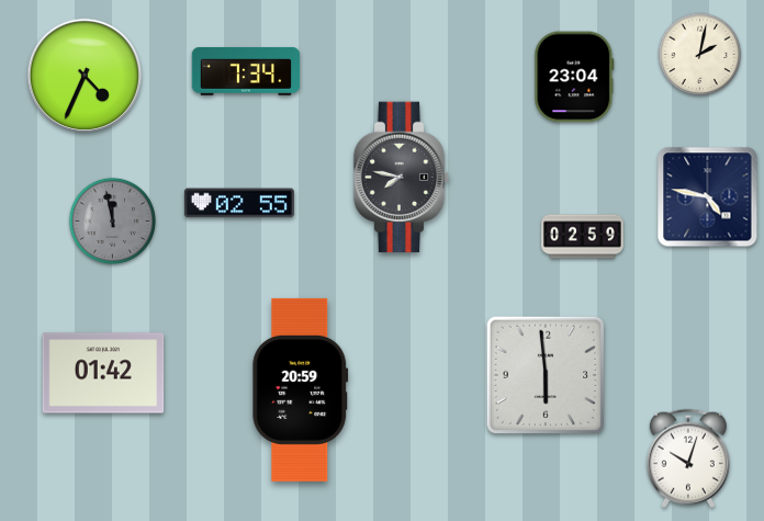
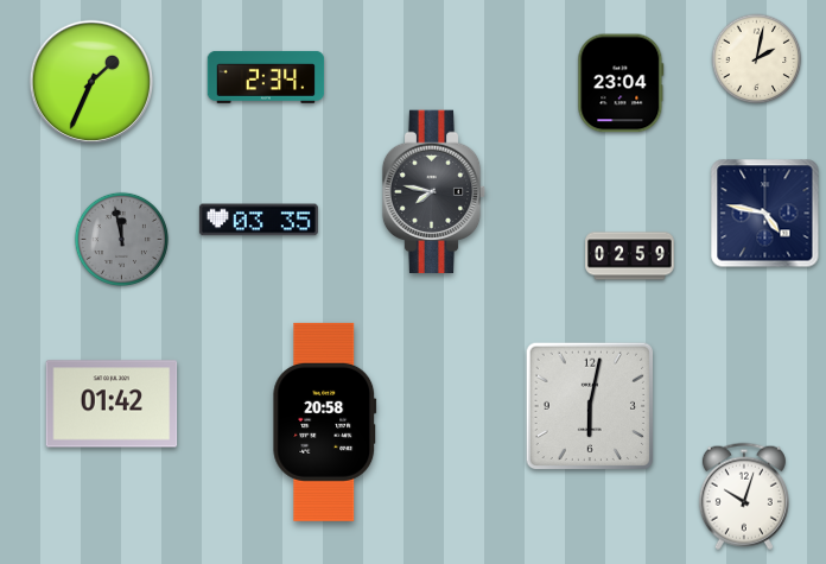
clock at (246, 71): 7:34 -> 2:34
clock at (83, 75): 4:34 -> 1:34
clock at (239, 203): 02:55 -> 03:35
clock at (544, 374): 5:59 -> 6:02
clock at (301, 389): 20:59 -> 20:58
